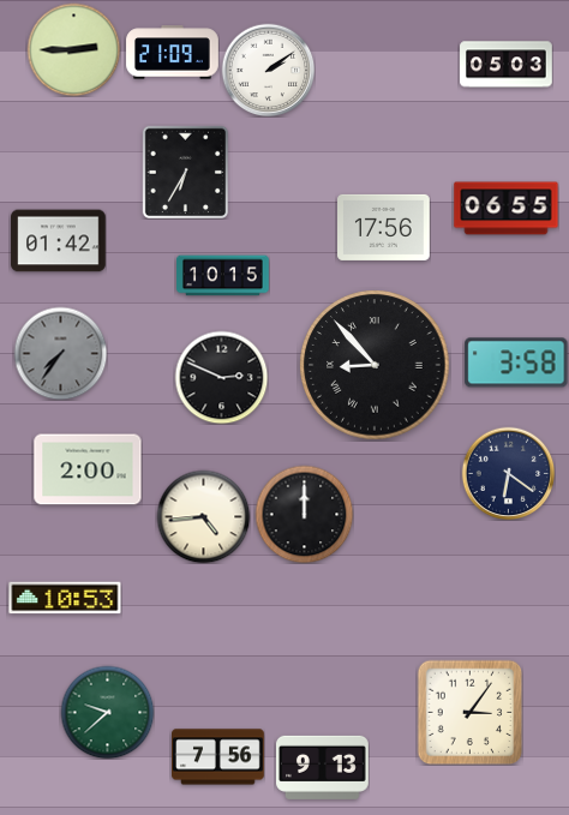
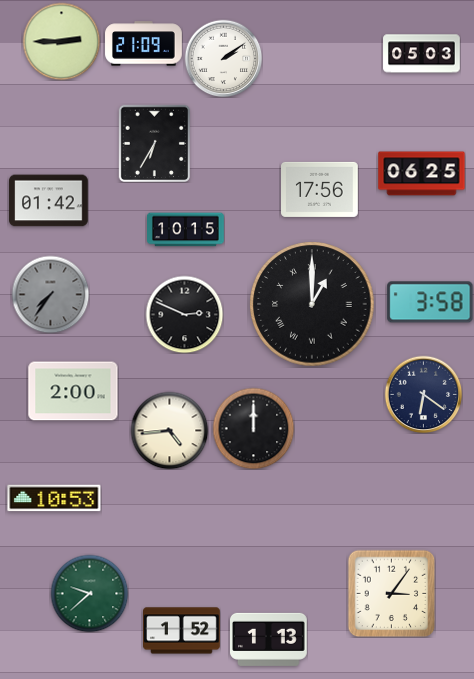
clock at (507, 209): 06:55 -> 06:25
clock at (375, 365): 8:53 -> 1:00
clock at (218, 757): 7:56 -> 1:52
clock at (323, 767): 9:13 -> 1:13
